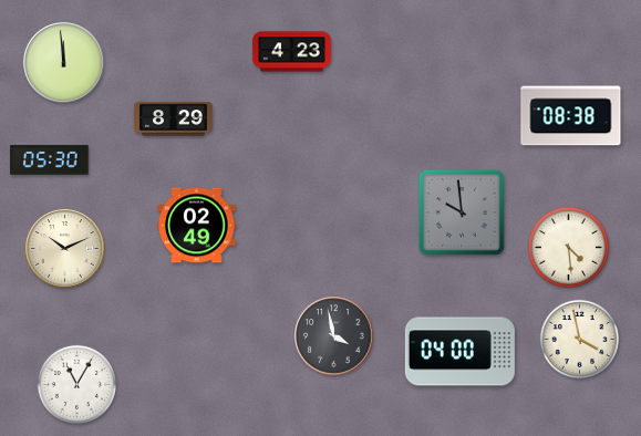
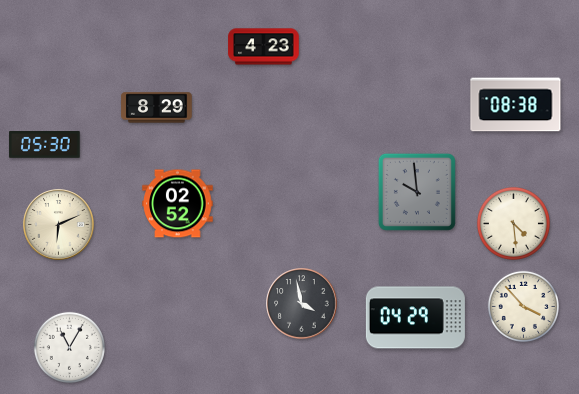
clock at (64, 63): 11:59 -> none
clock at (197, 226): 02:49 -> 02:52
clock at (65, 249): 10:11 -> 6:11
clock at (579, 339): 3:58 -> 3:53
clock at (459, 352): 04:00 -> 04:29
